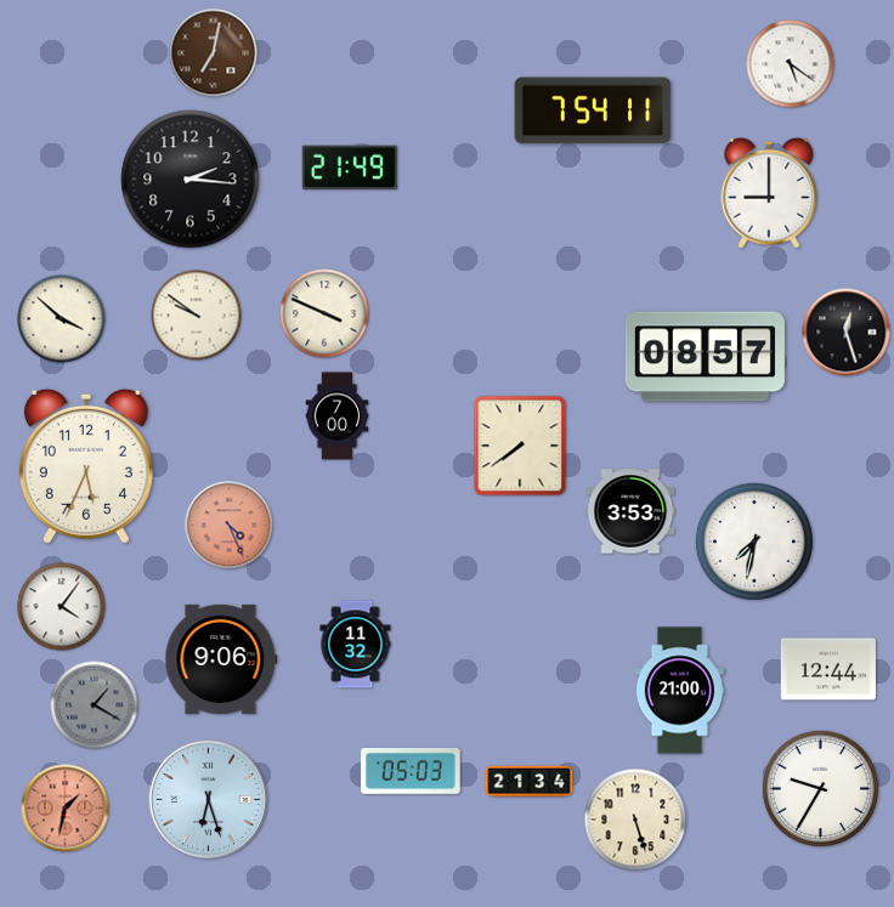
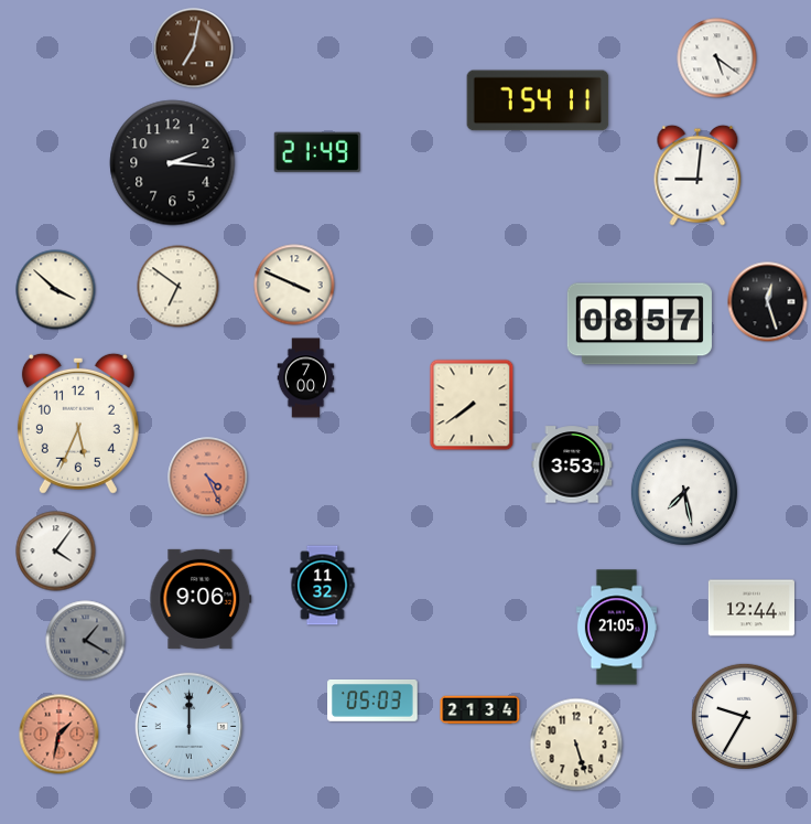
clock at (769, 193): 9:00 -> 9:01
clock at (197, 316): 9:51 -> 6:51
clock at (754, 542): 7:32 -> 7:28
clock at (679, 691): 21:00 -> 21:05
clock at (208, 799): 6:27 -> 12:00
